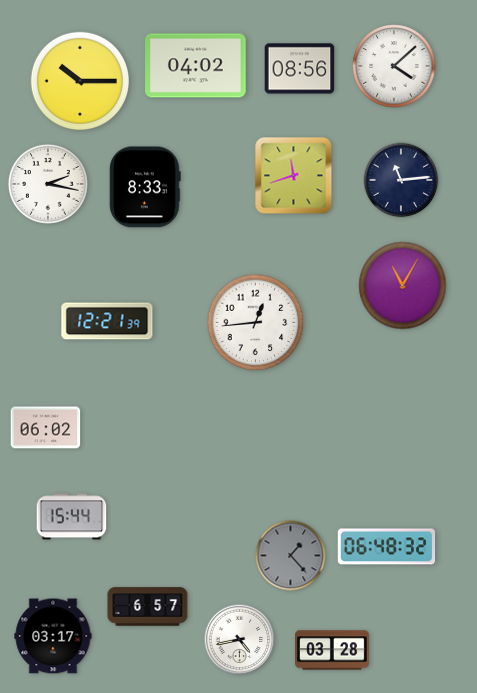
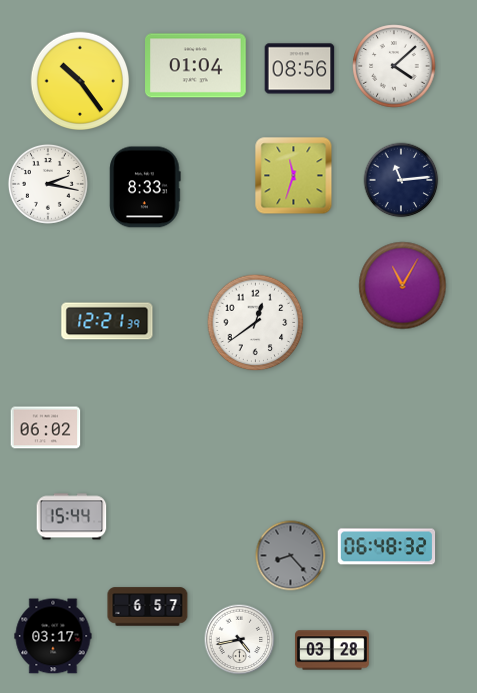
clock at (196, 66): 04:02 -> 01:04
clock at (79, 80): 10:15 -> 10:24
clock at (294, 176): 11:42 -> 11:33
clock at (256, 323): 12:44 -> 12:39
clock at (291, 556): 1:23 -> 8:23
